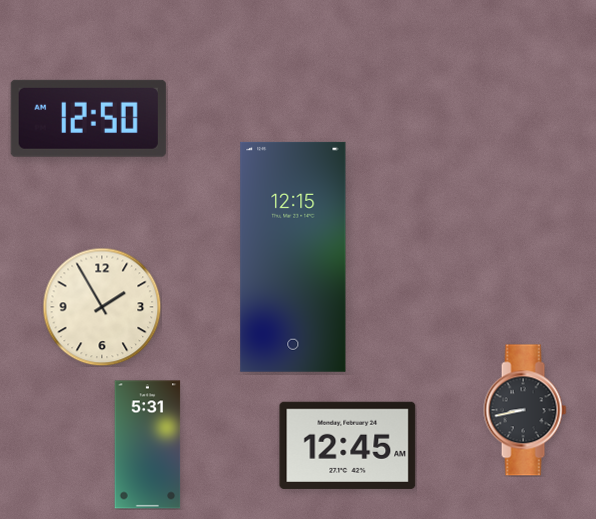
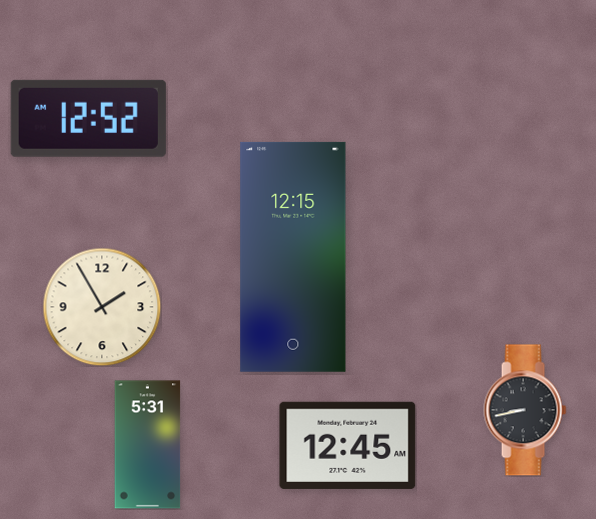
clock at (88, 118): 12:50 -> 12:52
